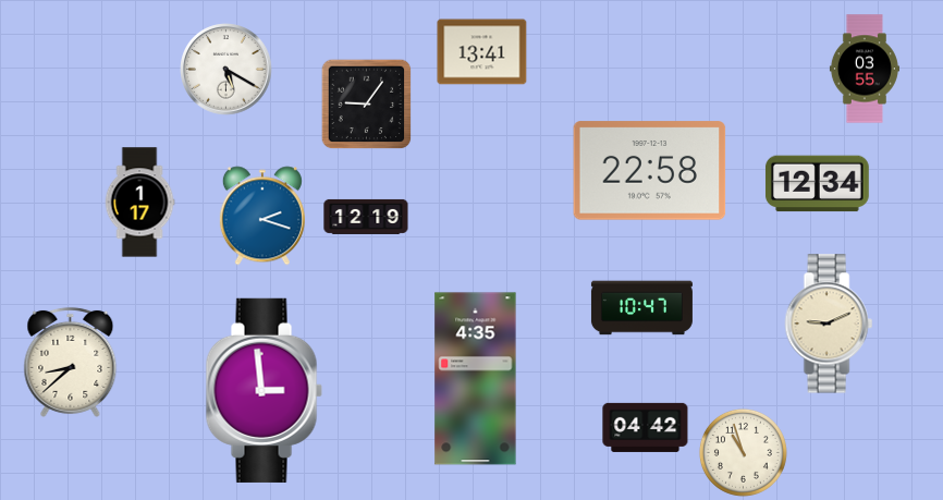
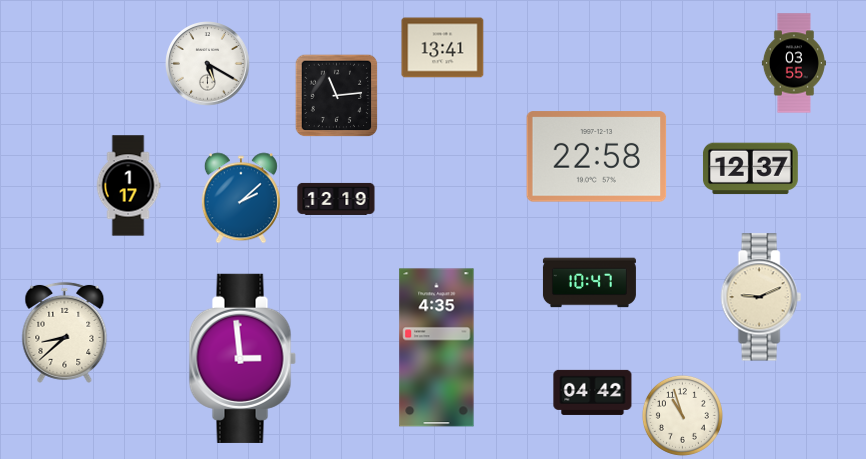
clock at (367, 105): 9:06 -> 11:14
clock at (817, 184): 12:34 -> 12:37
clock at (262, 216): 2:18 -> 2:08
